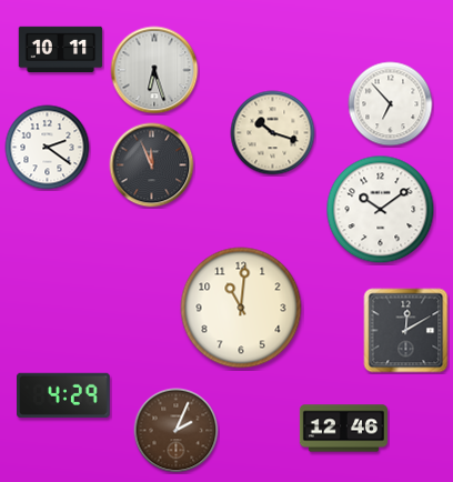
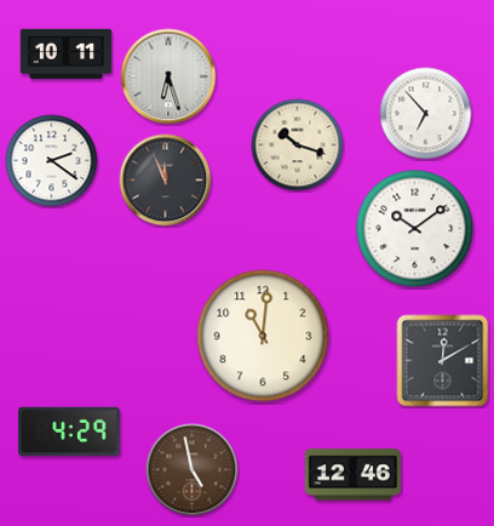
clock at (343, 429) position: (343, 429) -> (352, 475)
clock at (177, 431): 2:04 -> 4:58
